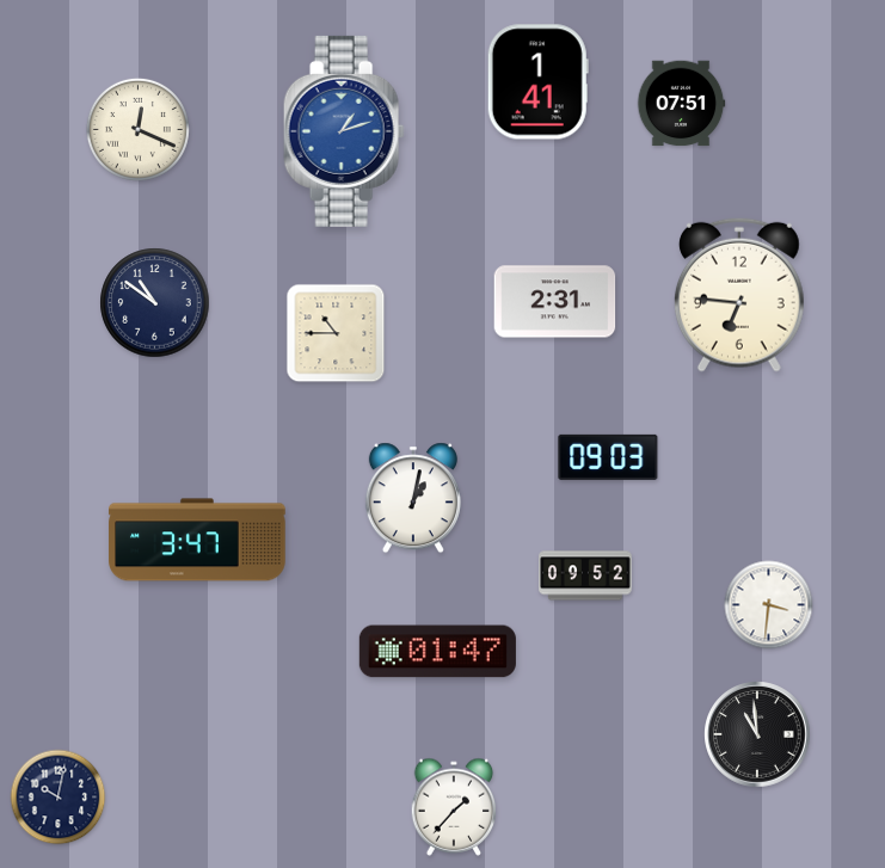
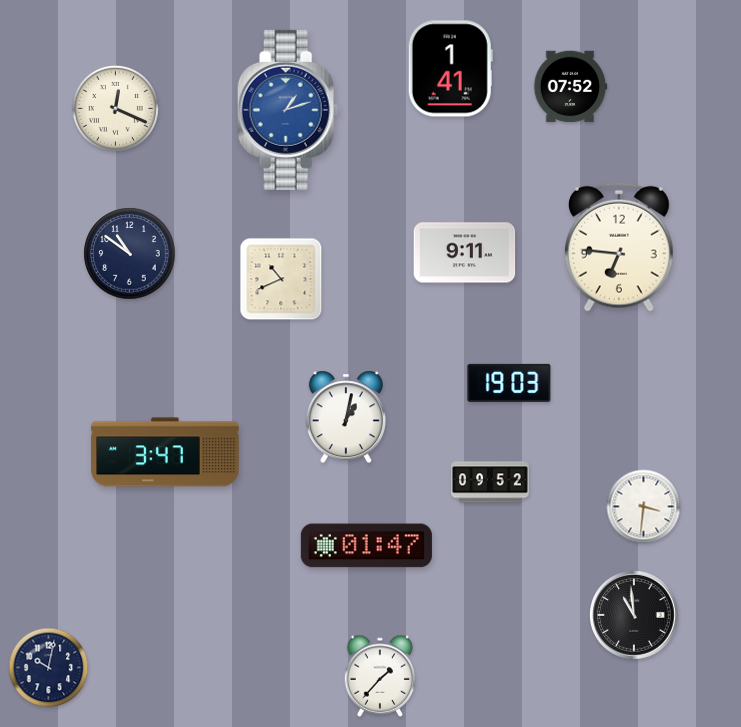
clock at (681, 104): 07:51 -> 07:52
clock at (555, 302): 2:31 -> 9:11
clock at (336, 333): 10:45 -> 10:41
clock at (608, 457): 09:03 -> 19:03
